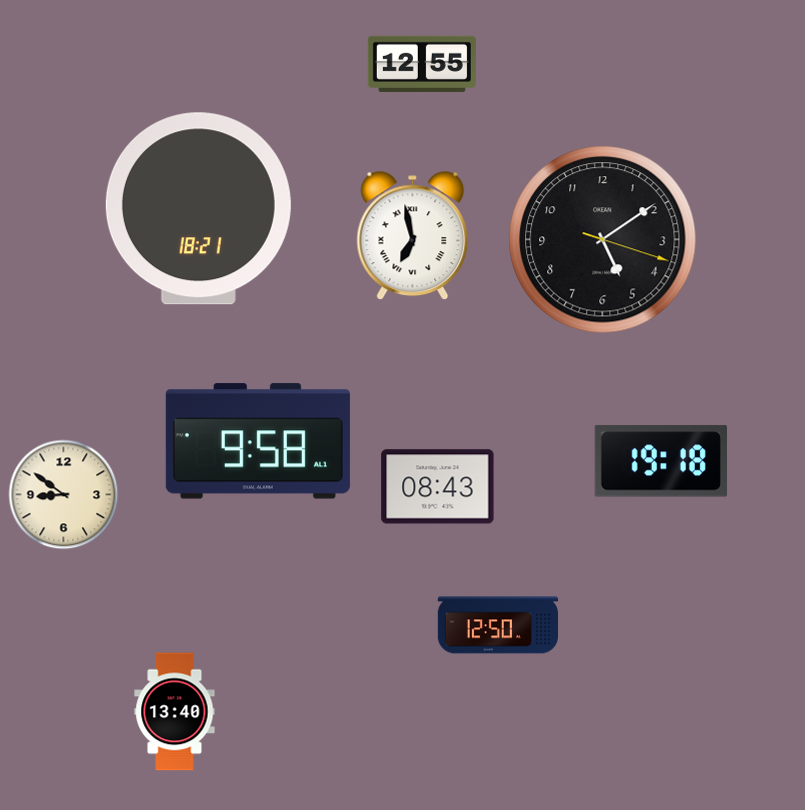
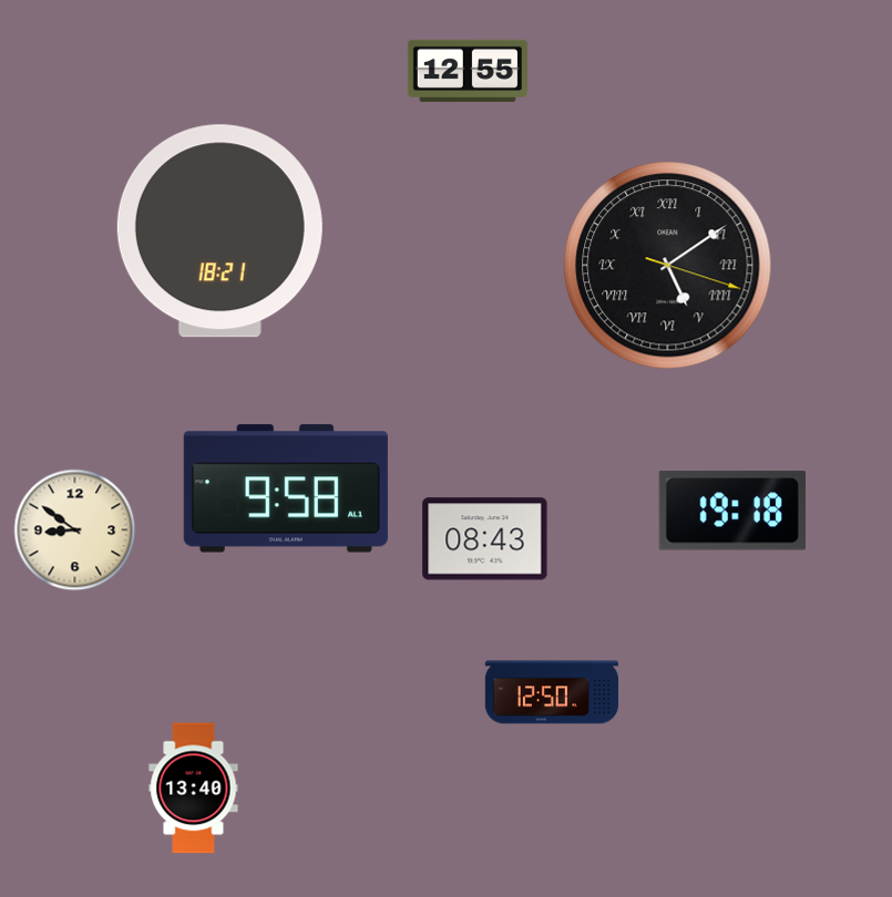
clock at (413, 236): 6:58 -> none
clock at (603, 240) numerals: Arabic -> Roman
clock at (64, 495) position: (64, 495) -> (75, 530)
